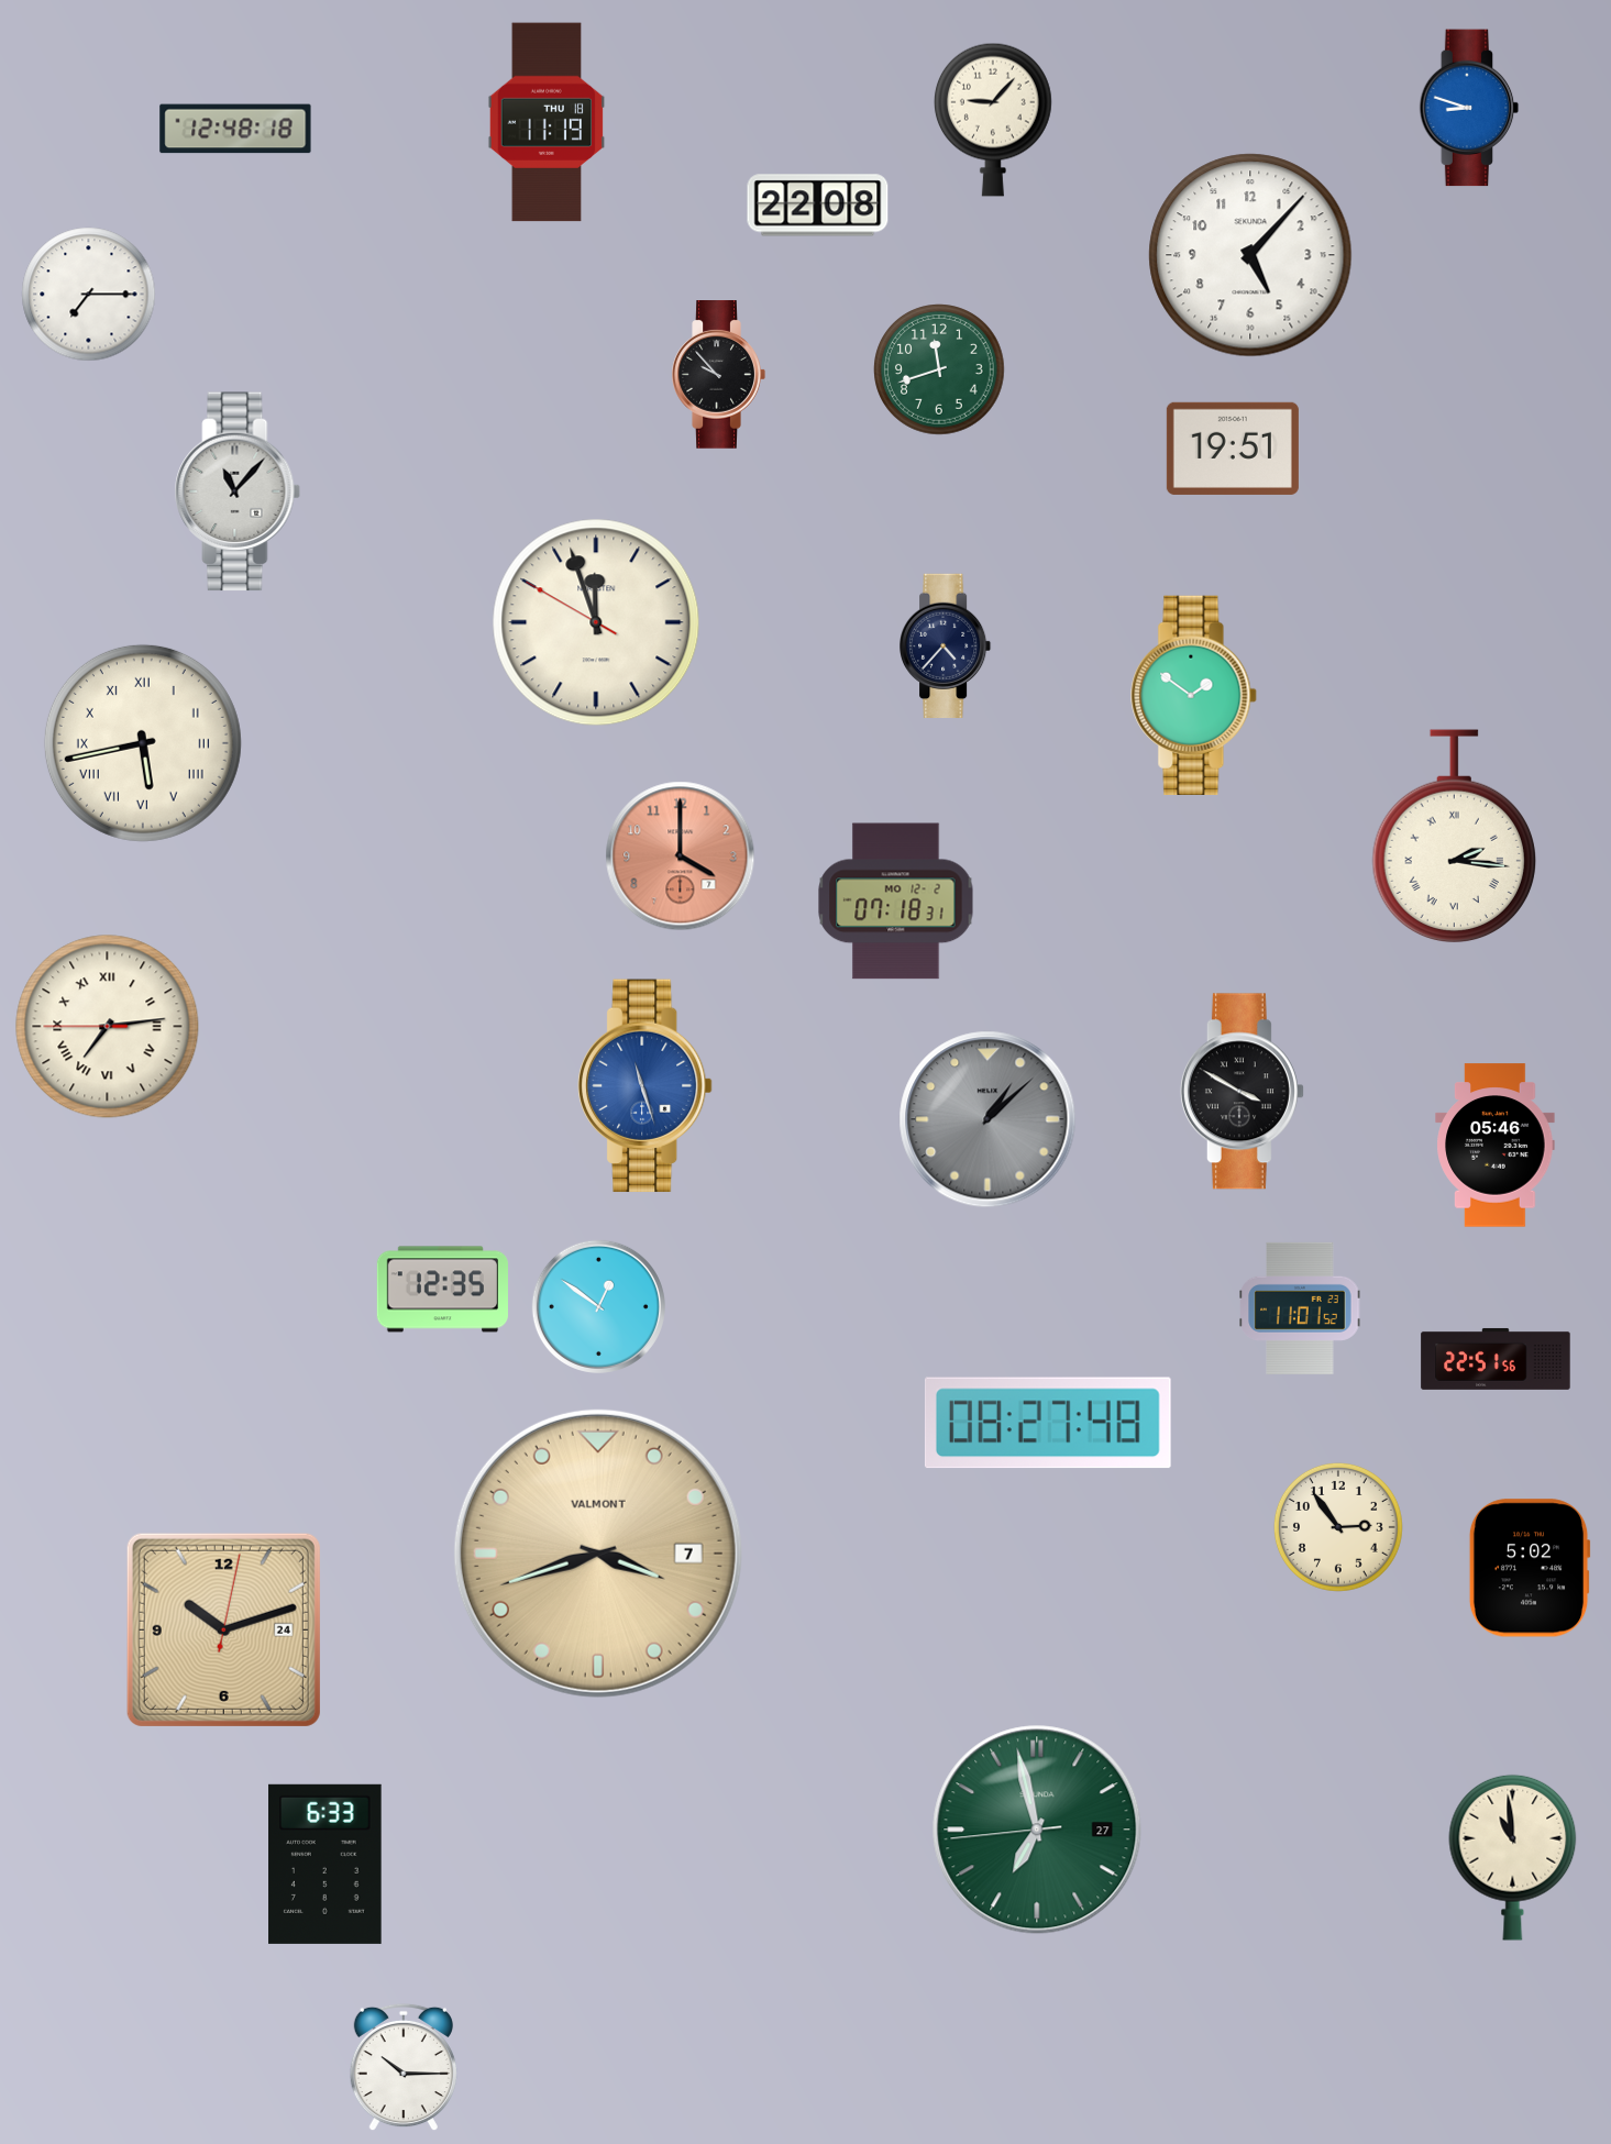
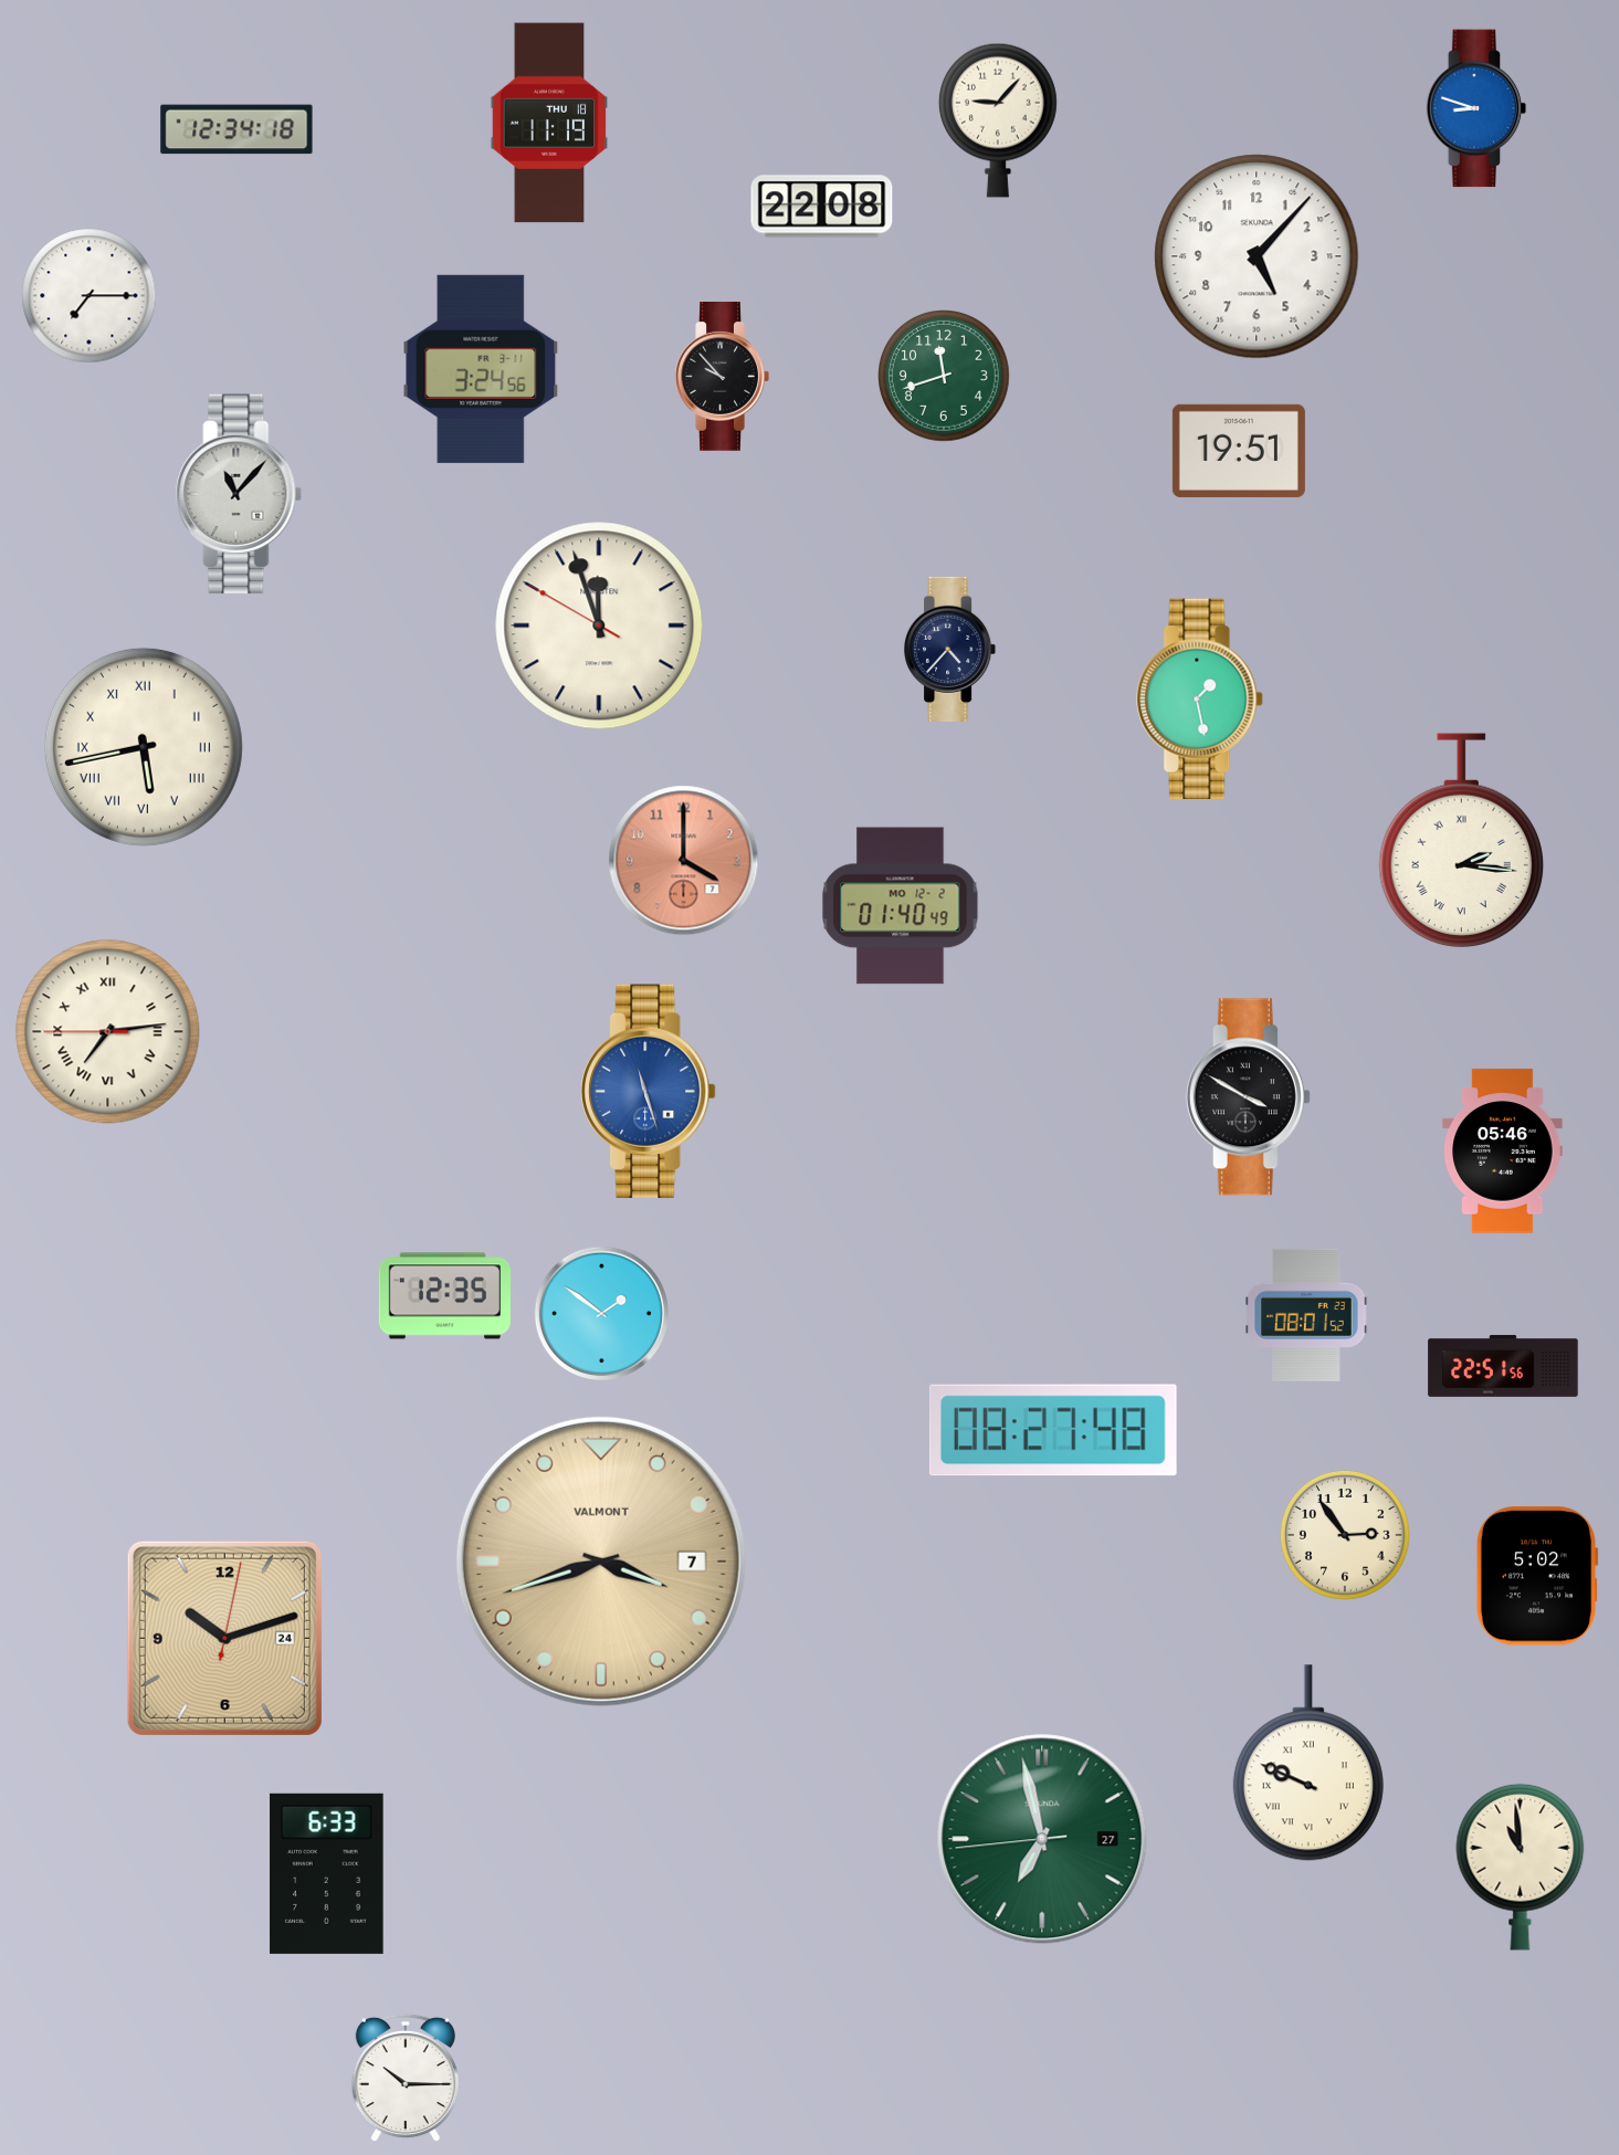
clock at (235, 129): 12:48 -> 12:34
clock at (481, 369): none -> 3:24
clock at (939, 369) position: (939, 369) -> (944, 376)
clock at (1194, 695): 1:51 -> 1:28
clock at (896, 902): 07:18 -> 01:40
clock at (987, 1119): 1:08 -> none
clock at (598, 1306): 12:51 -> 1:51
clock at (1300, 1308): 11:01 -> 08:01
clock at (1308, 1763): none -> 9:49
